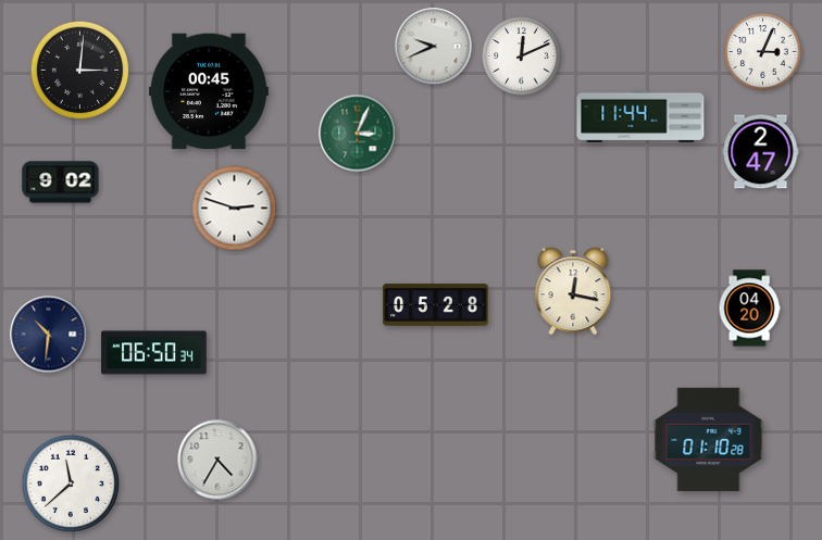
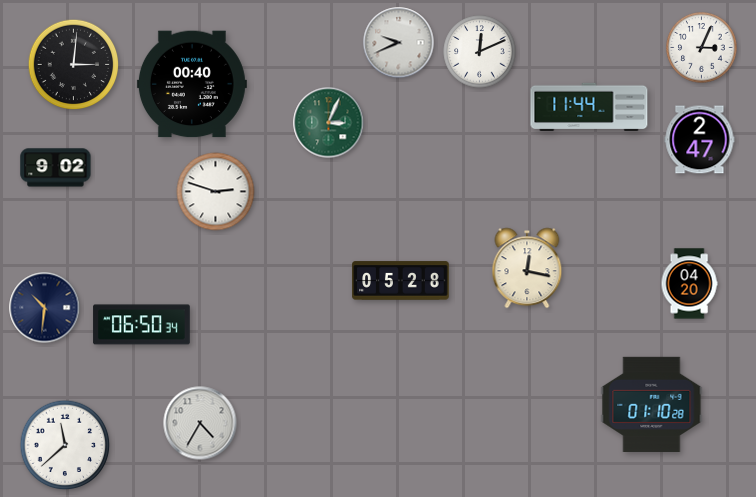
clock at (209, 91): 00:45 -> 00:40
